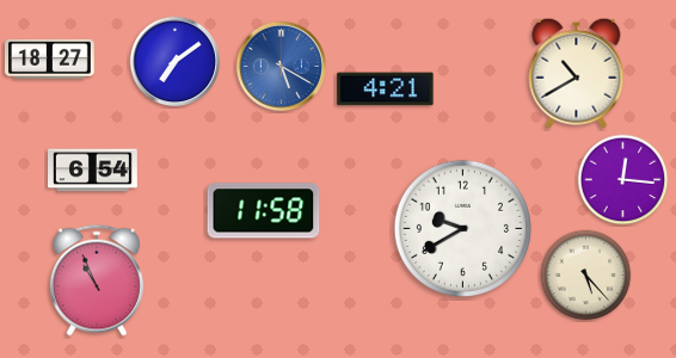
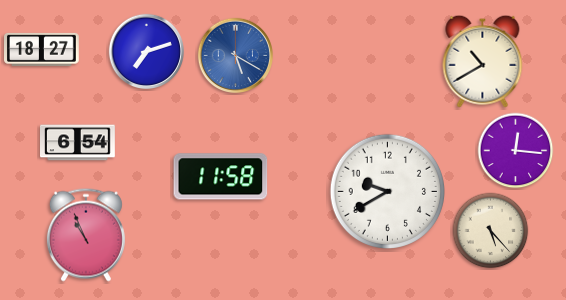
clock at (174, 61): 7:09 -> 7:12
clock at (386, 89): 4:21 -> none
clock at (623, 180) position: (623, 180) -> (516, 151)
clock at (97, 280) position: (97, 280) -> (86, 235)
